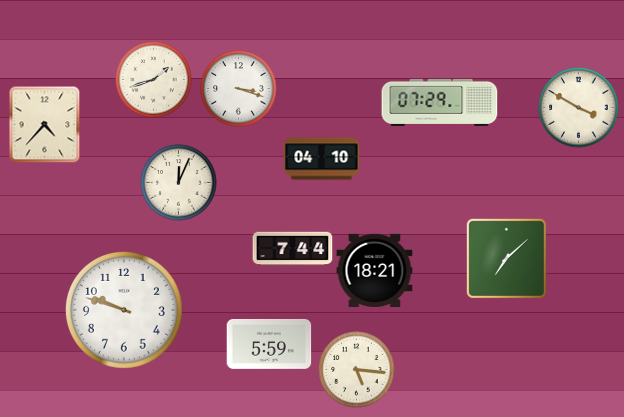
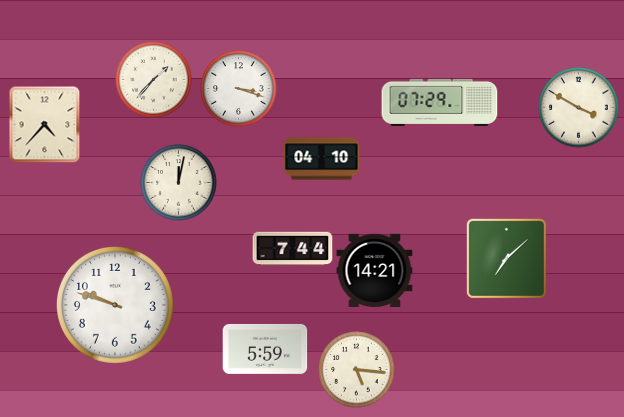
clock at (154, 80): 1:42 -> 1:37
clock at (179, 183): 12:04 -> 12:02
clock at (375, 270): 18:21 -> 14:21
clock at (124, 310) position: (124, 310) -> (115, 305)
clock at (269, 344) position: (269, 344) -> (265, 349)
